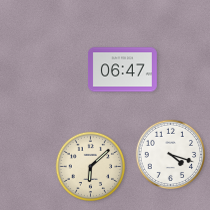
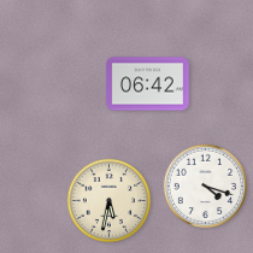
clock at (122, 70): 06:47 -> 06:42
clock at (90, 166): 6:08 -> 5:32
